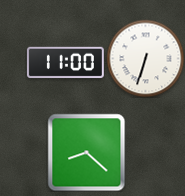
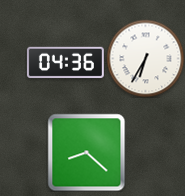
clock at (145, 58): 6:33 -> 6:35
clock at (65, 63): 11:00 -> 04:36
